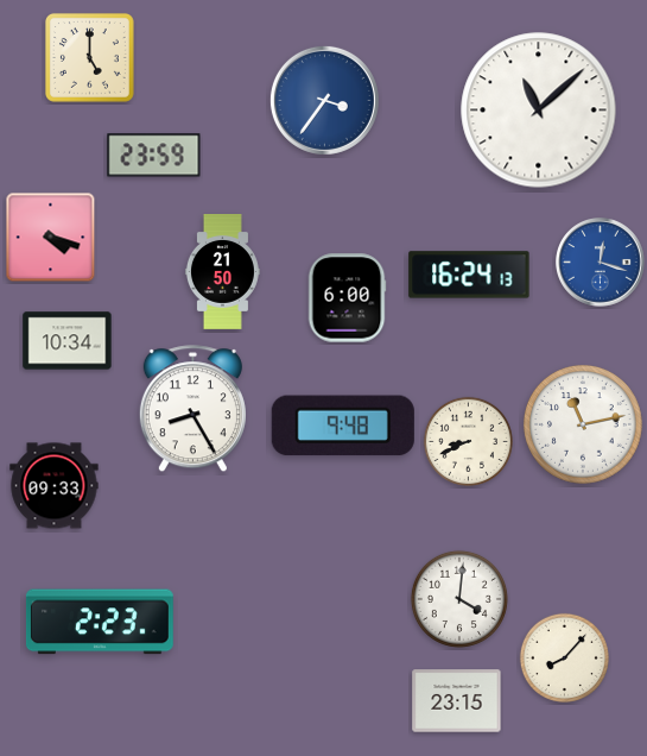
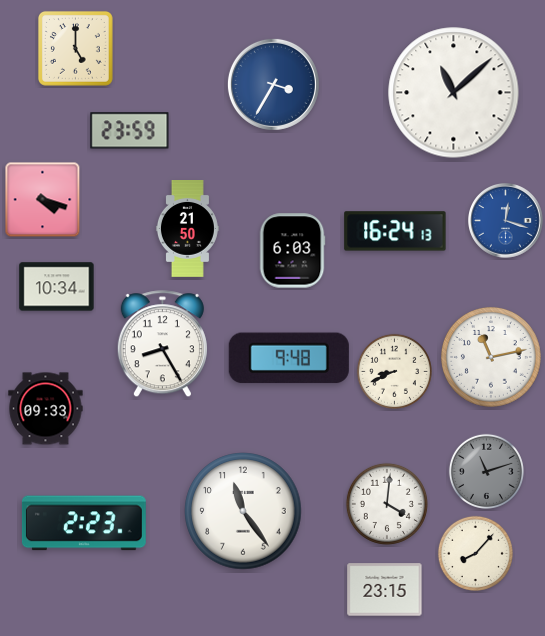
clock at (324, 100): 3:36 -> 3:35
clock at (347, 298): 6:00 -> 6:03
clock at (486, 471): none -> 11:12
clock at (243, 511): none -> 11:24
